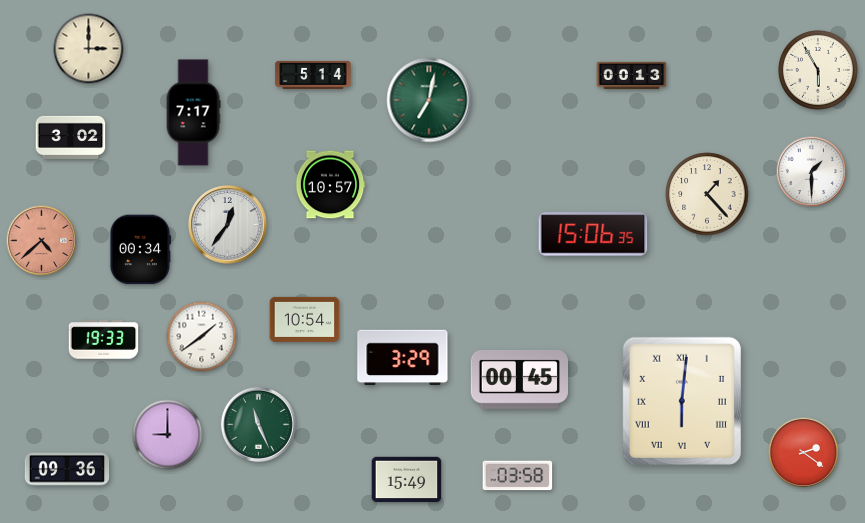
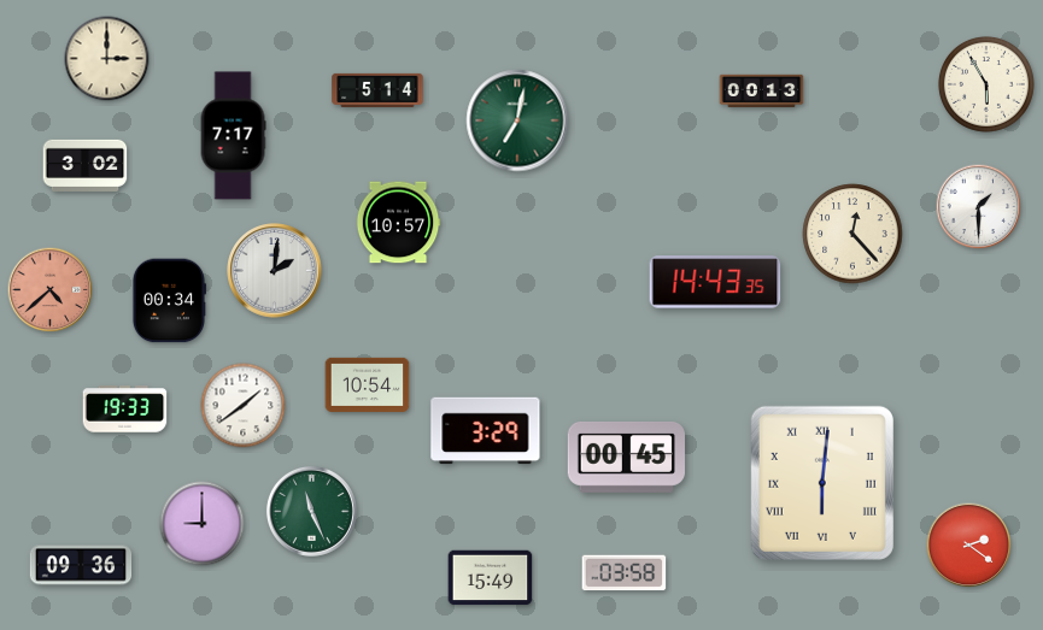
clock at (707, 194): 1:23 -> 12:23
clock at (228, 225): 12:36 -> 2:01
clock at (593, 234): 15:06 -> 14:43
